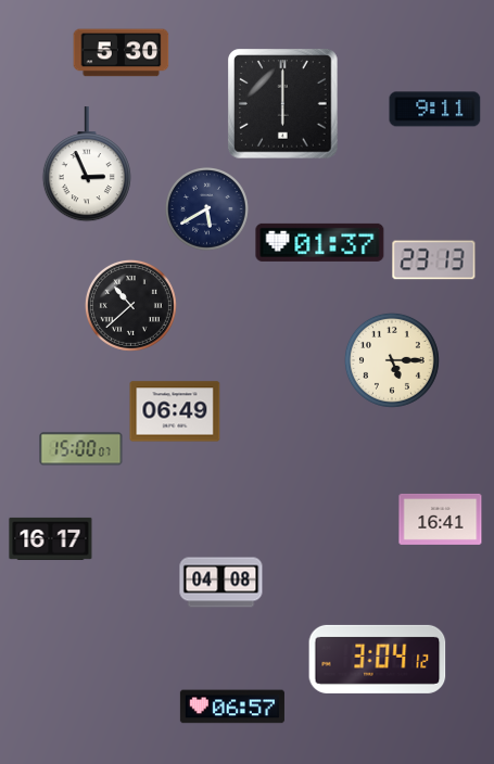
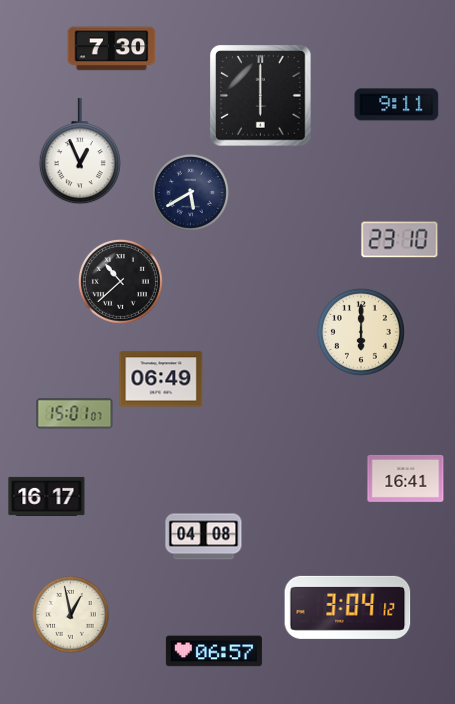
clock at (122, 53): 5:30 -> 7:30
clock at (435, 110) position: (435, 110) -> (397, 105)
clock at (87, 165): 2:56 -> 12:56
clock at (320, 242): 01:37 -> none
clock at (434, 260): 23:13 -> 23:10
clock at (392, 360): 5:15 -> 6:00
clock at (81, 449): 15:00 -> 15:01
clock at (71, 615): none -> 12:58
